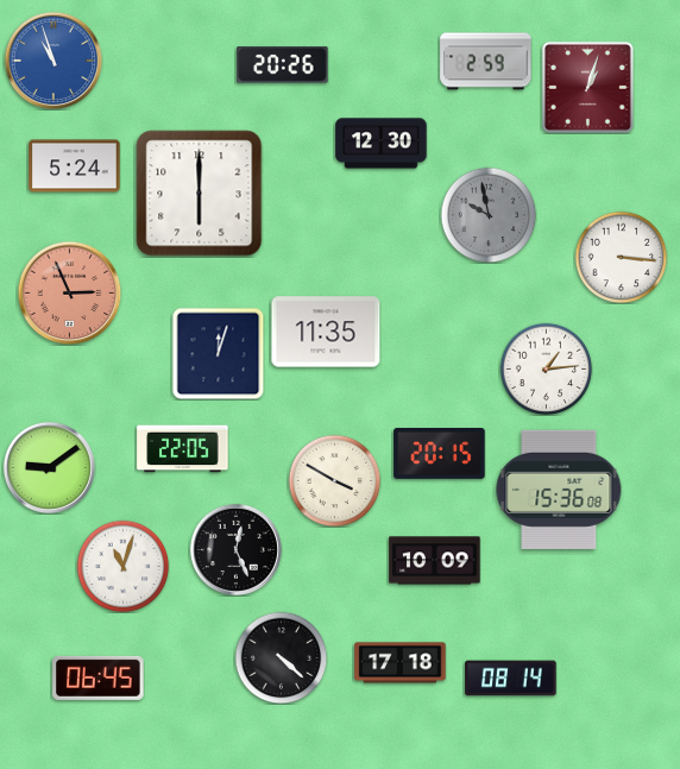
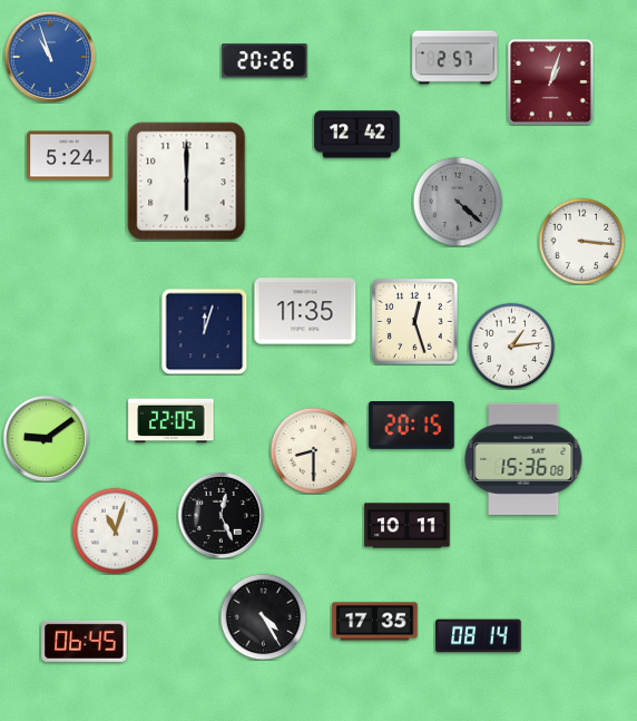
clock at (486, 62): 2:59 -> 2:57
clock at (382, 144): 12:30 -> 12:42
clock at (489, 215): 9:58 -> 4:22
clock at (69, 292): 2:56 -> none
clock at (415, 322): none -> 12:27
clock at (334, 480): 3:50 -> 8:30
clock at (435, 561): 10:09 -> 10:11
clock at (281, 657): 4:22 -> 4:25
clock at (401, 663): 17:18 -> 17:35
clock at (99, 677) position: (99, 677) -> (85, 641)
